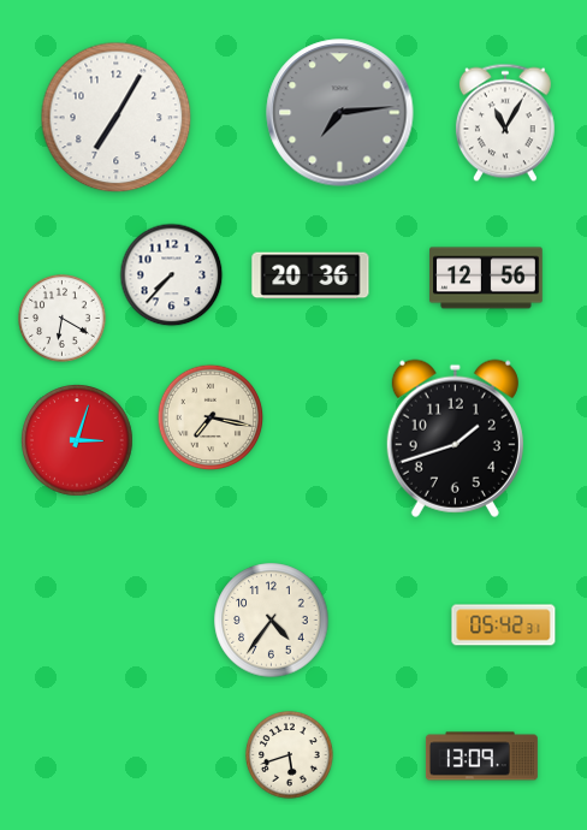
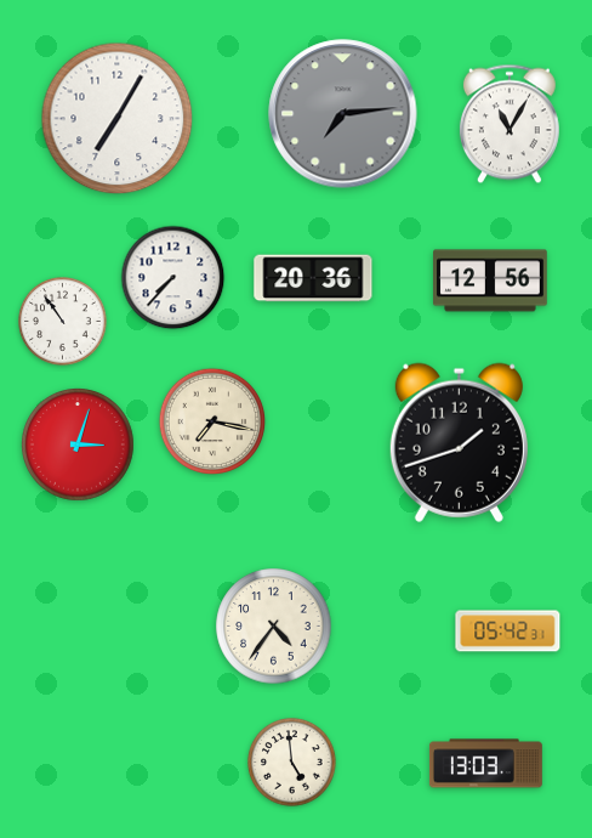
clock at (63, 319): 6:20 -> 10:54
clock at (290, 755): 5:42 -> 4:59
clock at (481, 757): 13:09 -> 13:03
